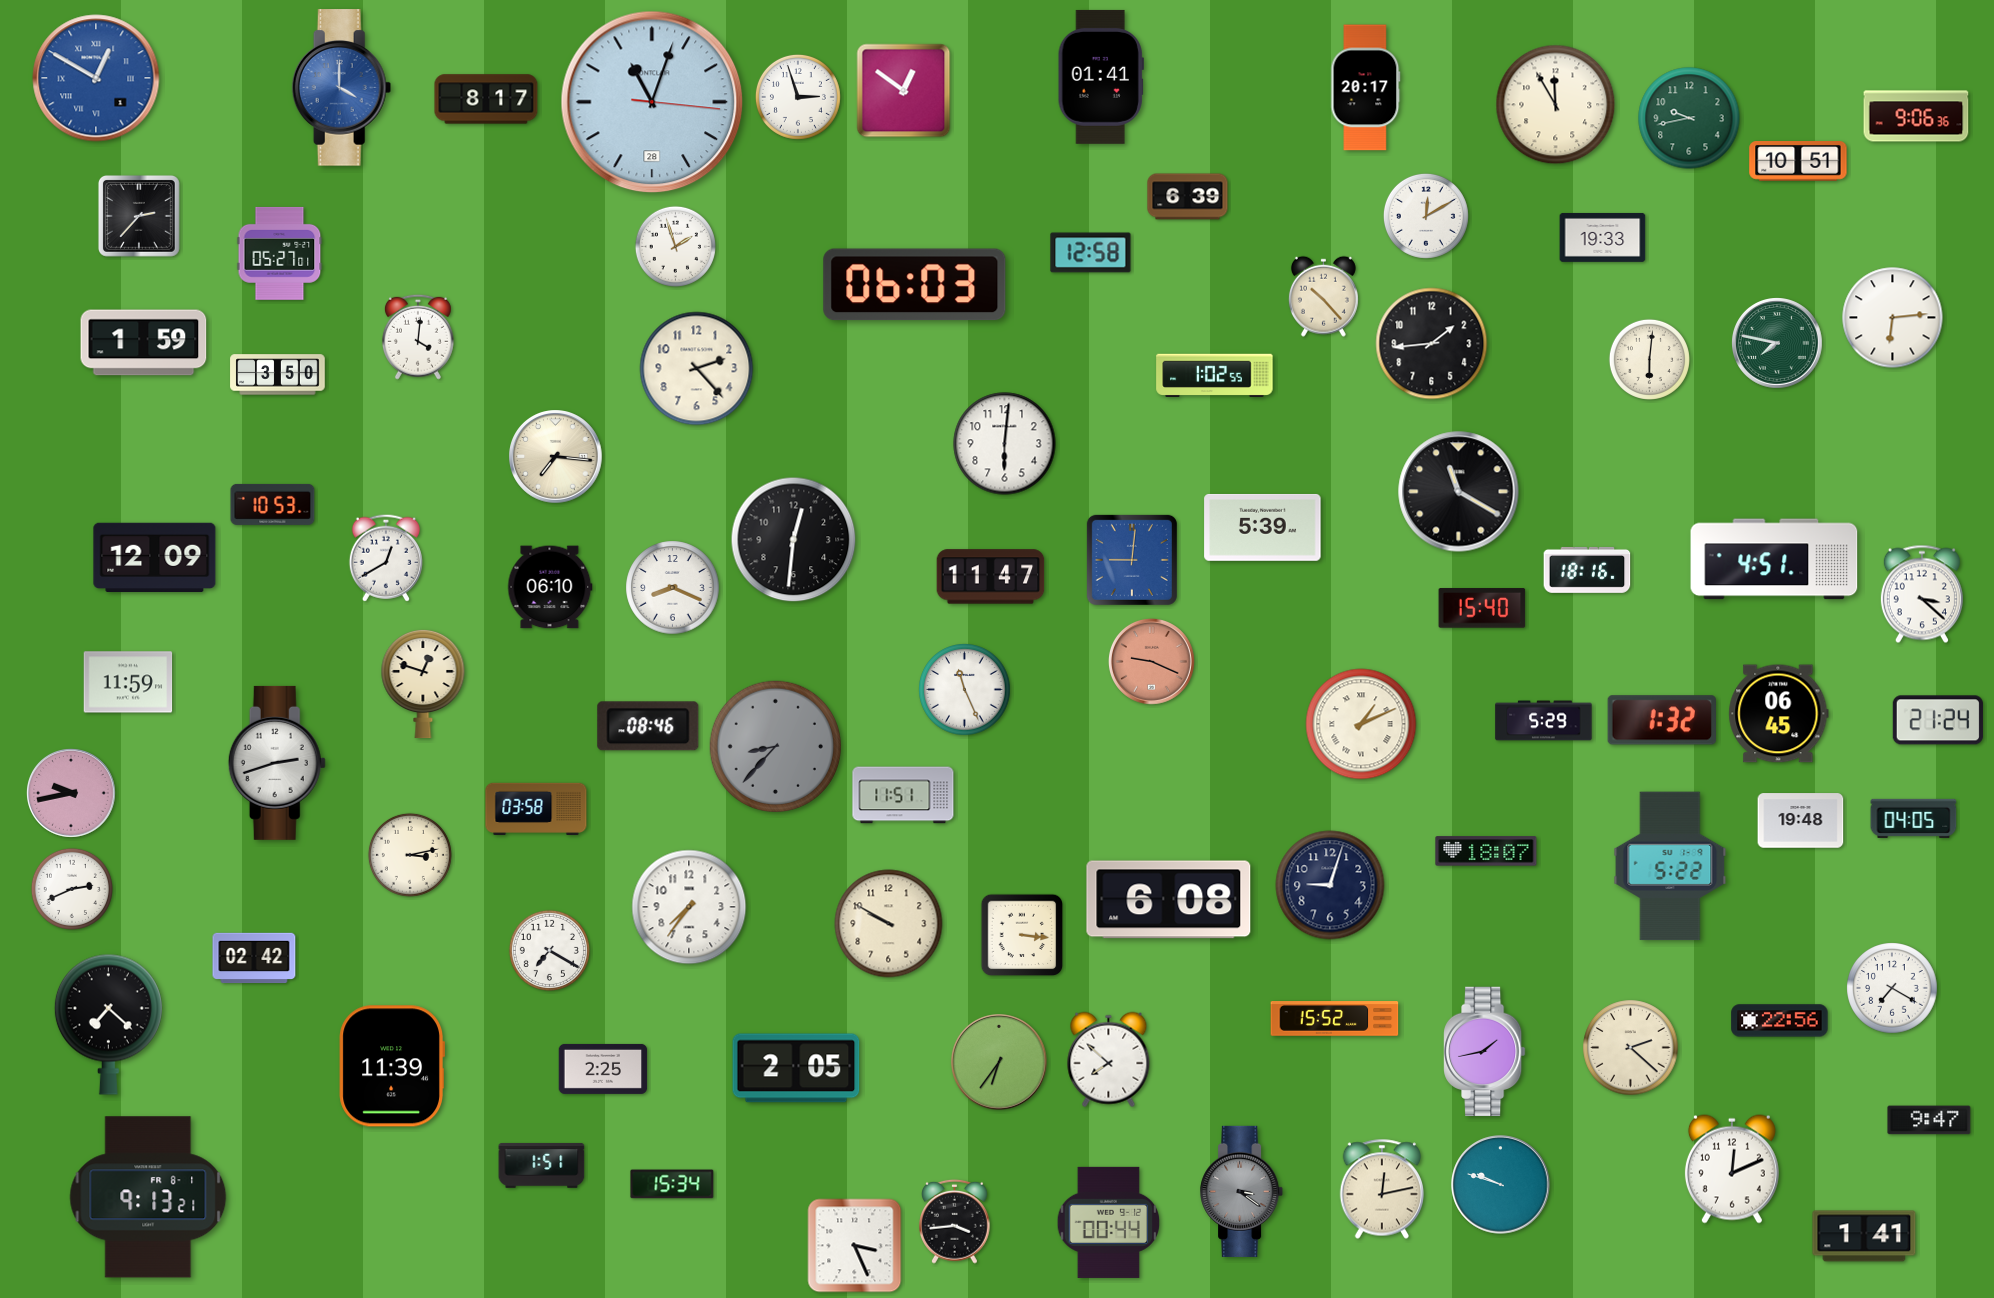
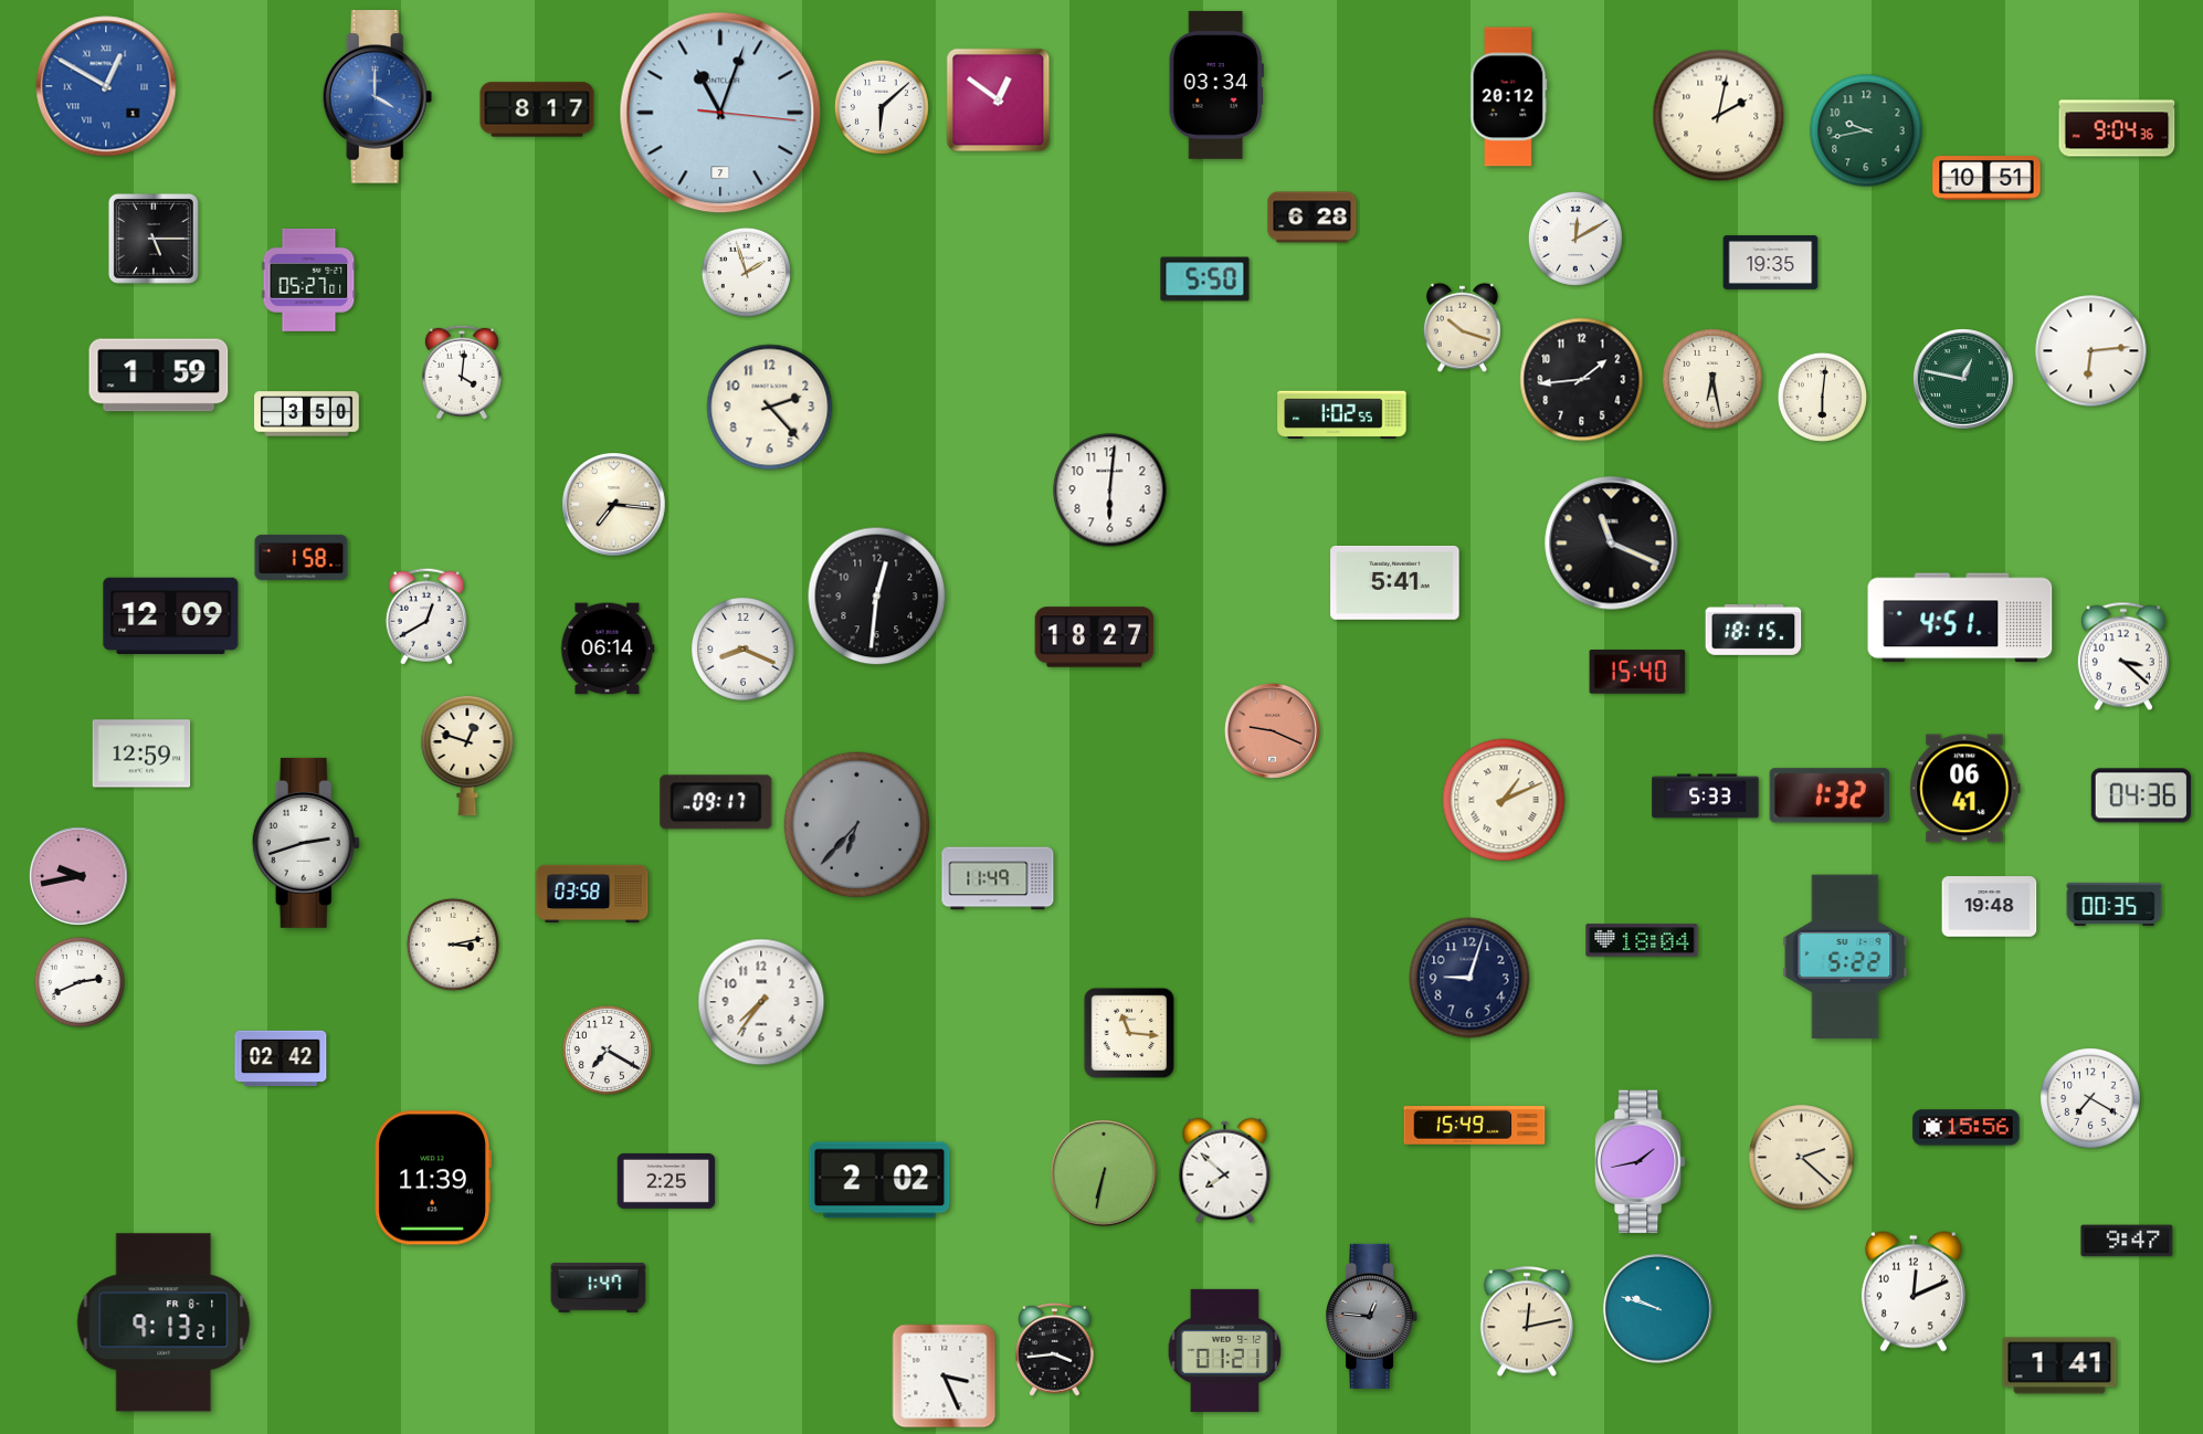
clock at (1101, 77): 01:41 -> 03:34
clock at (1366, 88): 20:17 -> 20:12
clock at (798, 97): 2:57 -> 6:08
clock at (652, 102) date: 28 -> 7
clock at (1556, 105): 11:55 -> 2:02
clock at (1916, 116): 9:06 -> 9:04
clock at (1188, 197): 6:39 -> 6:28
clock at (139, 216): 2:37 -> 5:15
clock at (1603, 237): 19:33 -> 19:35
clock at (1091, 253): 12:58 -> 5:50
clock at (915, 285): 06:03 -> none
clock at (1323, 296): 10:23 -> 10:18
clock at (144, 343) position: (144, 343) -> (159, 376)
clock at (1712, 379): none -> 6:28
clock at (1778, 344): 7:47 -> 12:47
clock at (1459, 492): 11:20 -> 11:19
clock at (273, 504): 10:53 -> 1:58
clock at (1263, 527): 5:39 -> 5:41
clock at (1132, 560): 9:01 -> none
clock at (1587, 570): 18:16 -> 18:15
clock at (991, 577): 11:47 -> 18:27
clock at (550, 587): 06:10 -> 06:14
clock at (128, 682): 11:59 -> 12:59
clock at (965, 690): 11:26 -> none
clock at (1779, 714): 06:45 -> 06:41
clock at (1661, 720) position: (1661, 720) -> (1828, 795)
clock at (1938, 720): 21:24 -> 04:36
clock at (1544, 721): 5:29 -> 5:33
clock at (648, 726): 08:46 -> 09:17
clock at (775, 746): 8:37 -> 6:37
clock at (903, 795): 11:51 -> 11:49
clock at (1914, 818): 04:05 -> 00:35
clock at (1486, 851): 18:07 -> 18:04
clock at (1169, 900): 6:08 -> none
clock at (889, 924): 9:50 -> none
clock at (1022, 935): 3:16 -> 11:16
clock at (1892, 988) position: (1892, 988) -> (2090, 1098)
clock at (1335, 1019): 15:52 -> 15:49
clock at (1780, 1021): 22:56 -> 15:56
clock at (108, 1024): 7:22 -> none
clock at (999, 1062): 6:36 -> 6:32
clock at (796, 1068): 2:05 -> 2:02
clock at (1929, 1120) position: (1929, 1120) -> (2127, 1241)
clock at (542, 1165): 1:51 -> 1:47
clock at (672, 1184): 15:34 -> none
clock at (1381, 1189) position: (1381, 1189) -> (1526, 1321)
clock at (1242, 1191): 3:21 -> 12:46
clock at (1109, 1222): 00:44 -> 01:21
